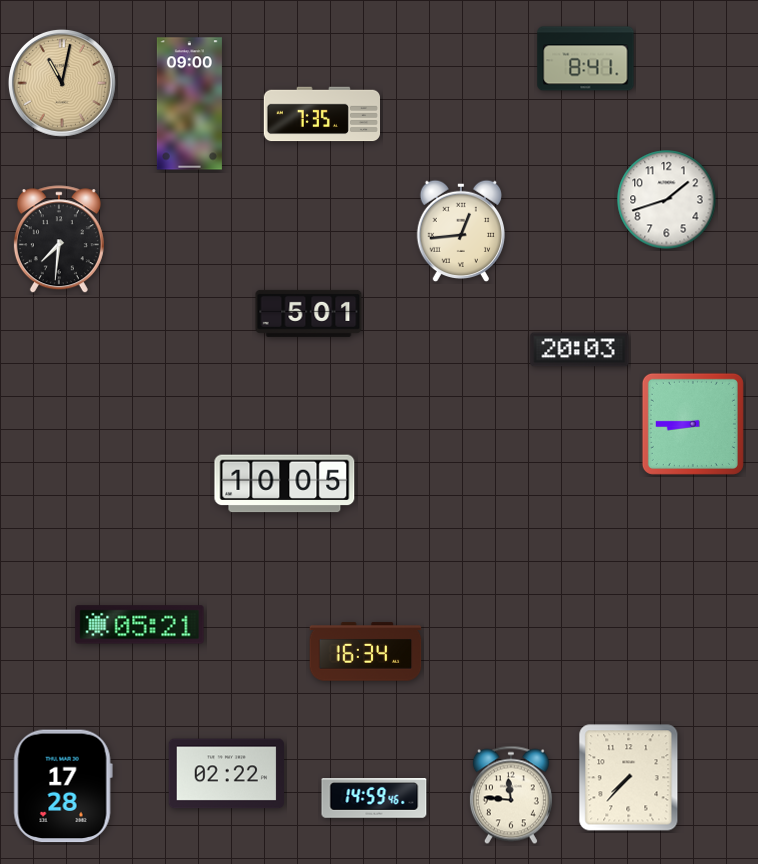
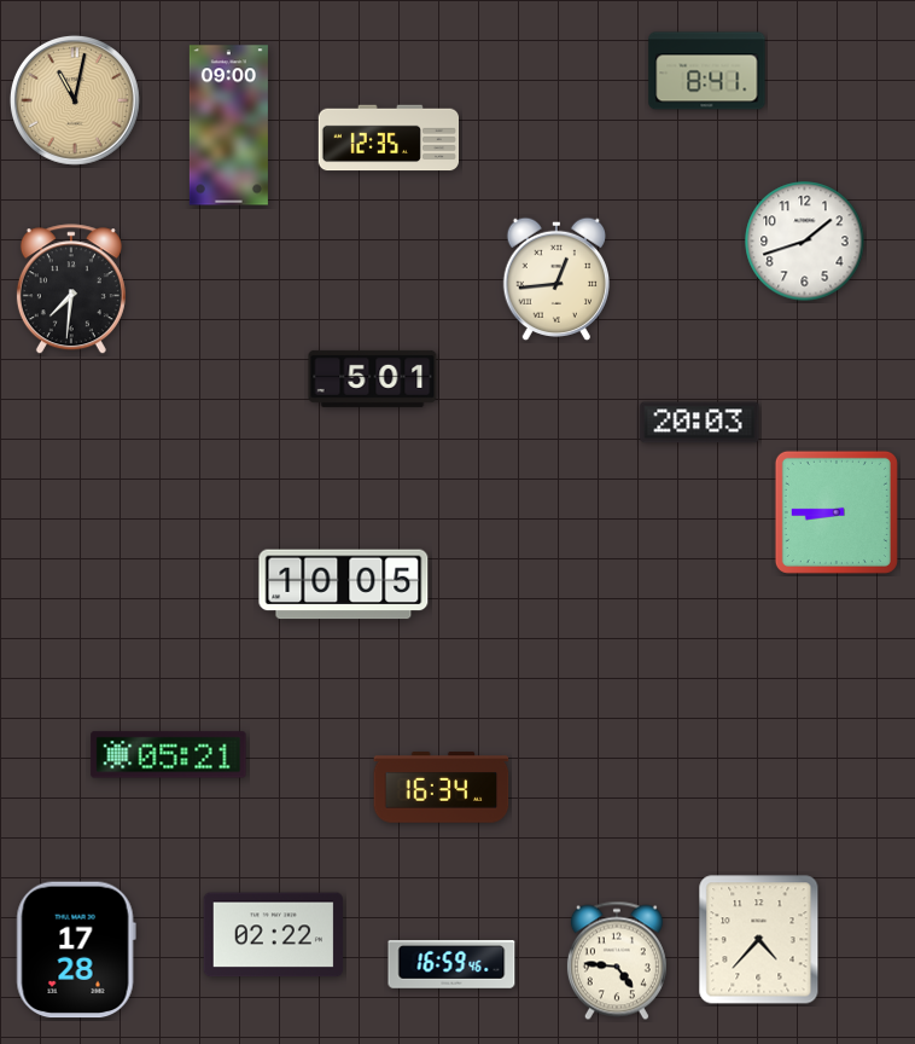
clock at (322, 114): 7:35 -> 12:35
clock at (629, 778): 7:37 -> 4:37
clock at (511, 795): 11:46 -> 4:46
clock at (374, 798): 14:59 -> 16:59
